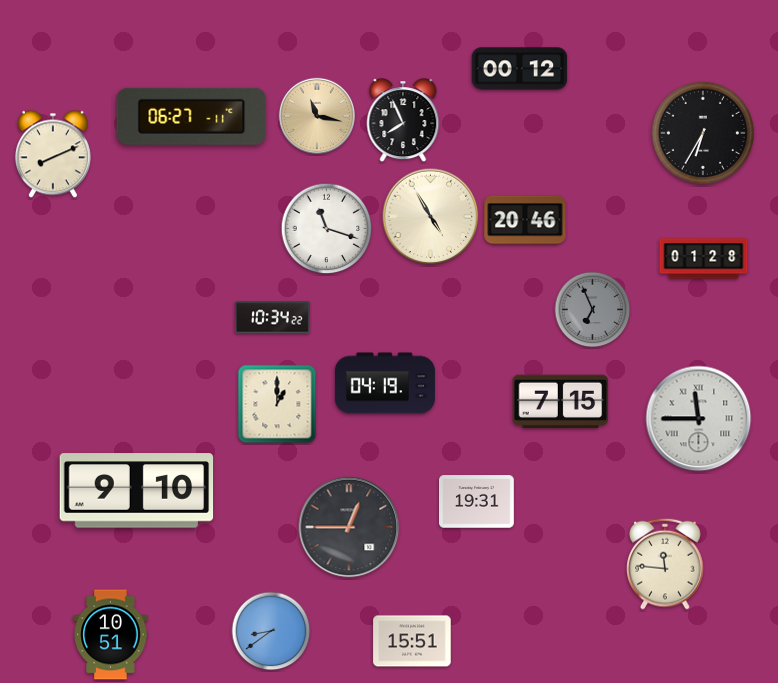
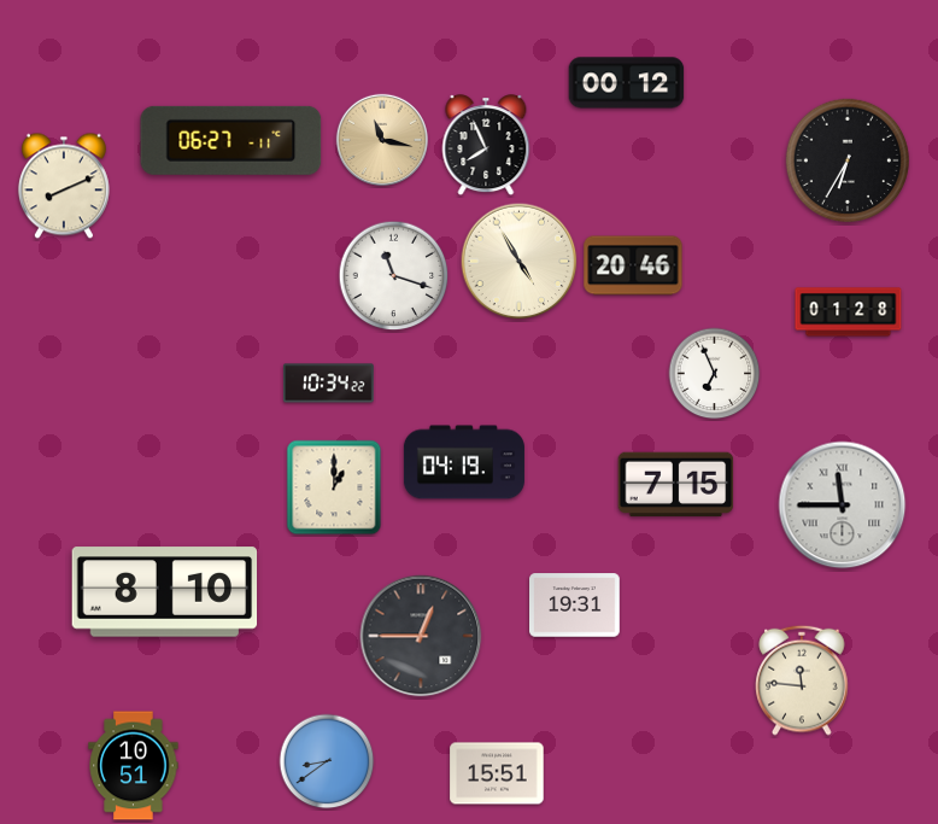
clock at (593, 310) dial: grey -> white
clock at (137, 491): 9:10 -> 8:10
